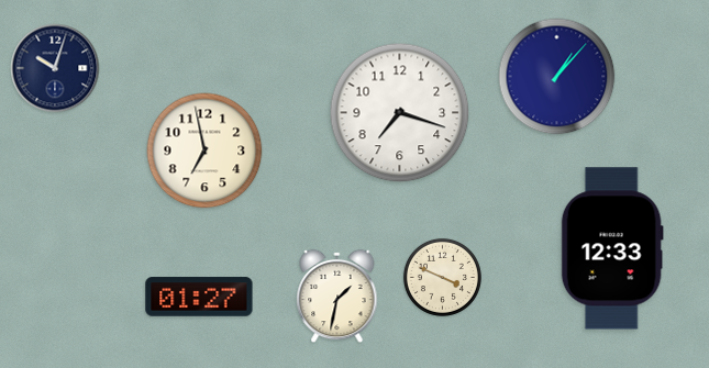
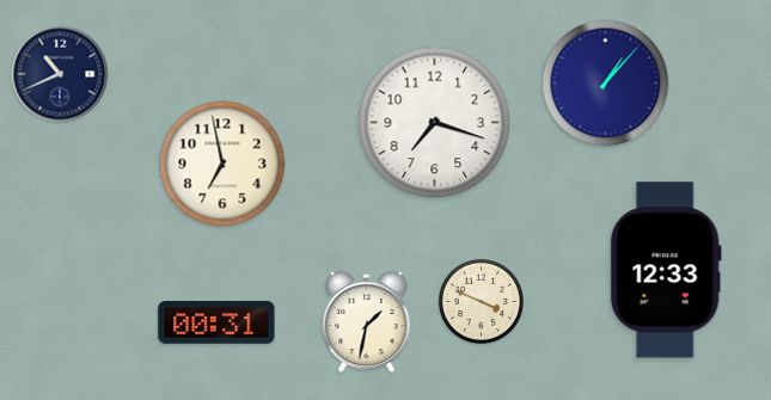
clock at (55, 68): 10:03 -> 10:41
clock at (199, 297): 01:27 -> 00:31
